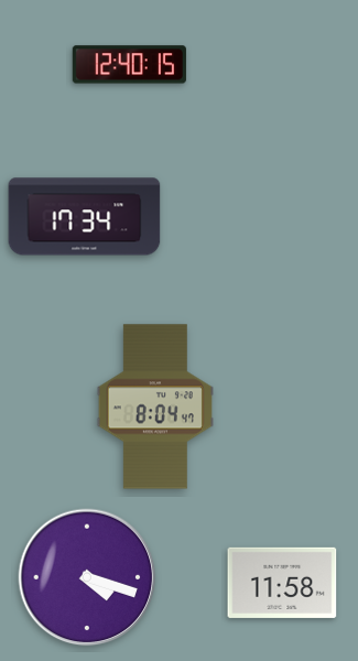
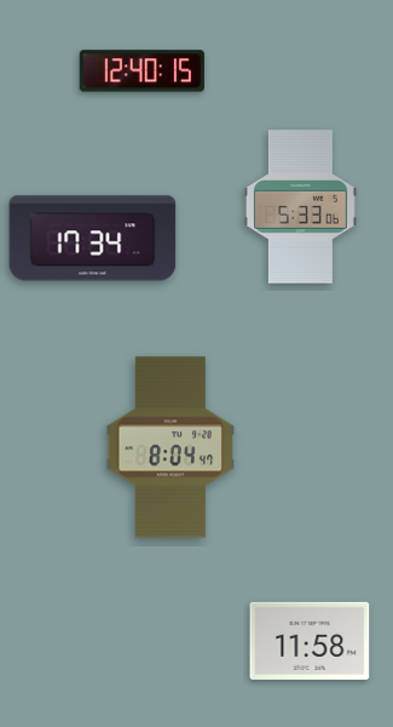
clock at (300, 207): none -> 5:33
clock at (87, 577): 4:18 -> none
